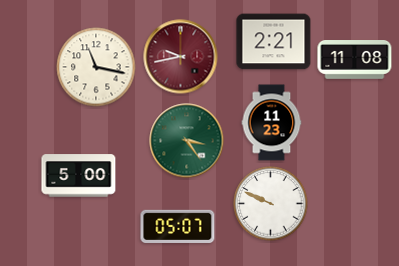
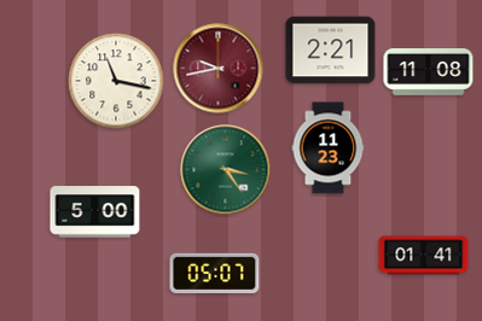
clock at (271, 204): 9:49 -> none
clock at (424, 256): none -> 01:41
